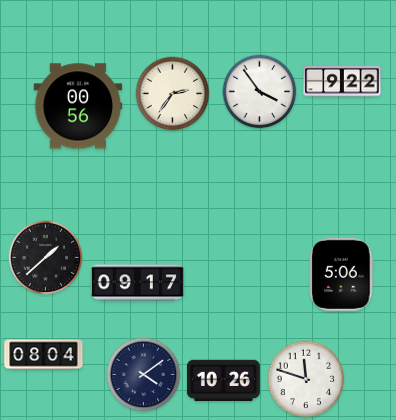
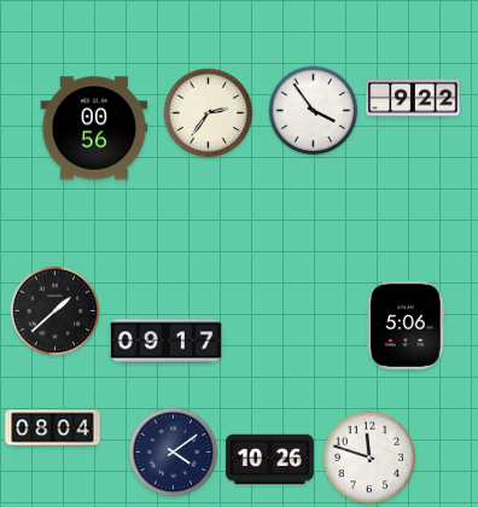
clock at (342, 274) position: (342, 274) -> (407, 325)
